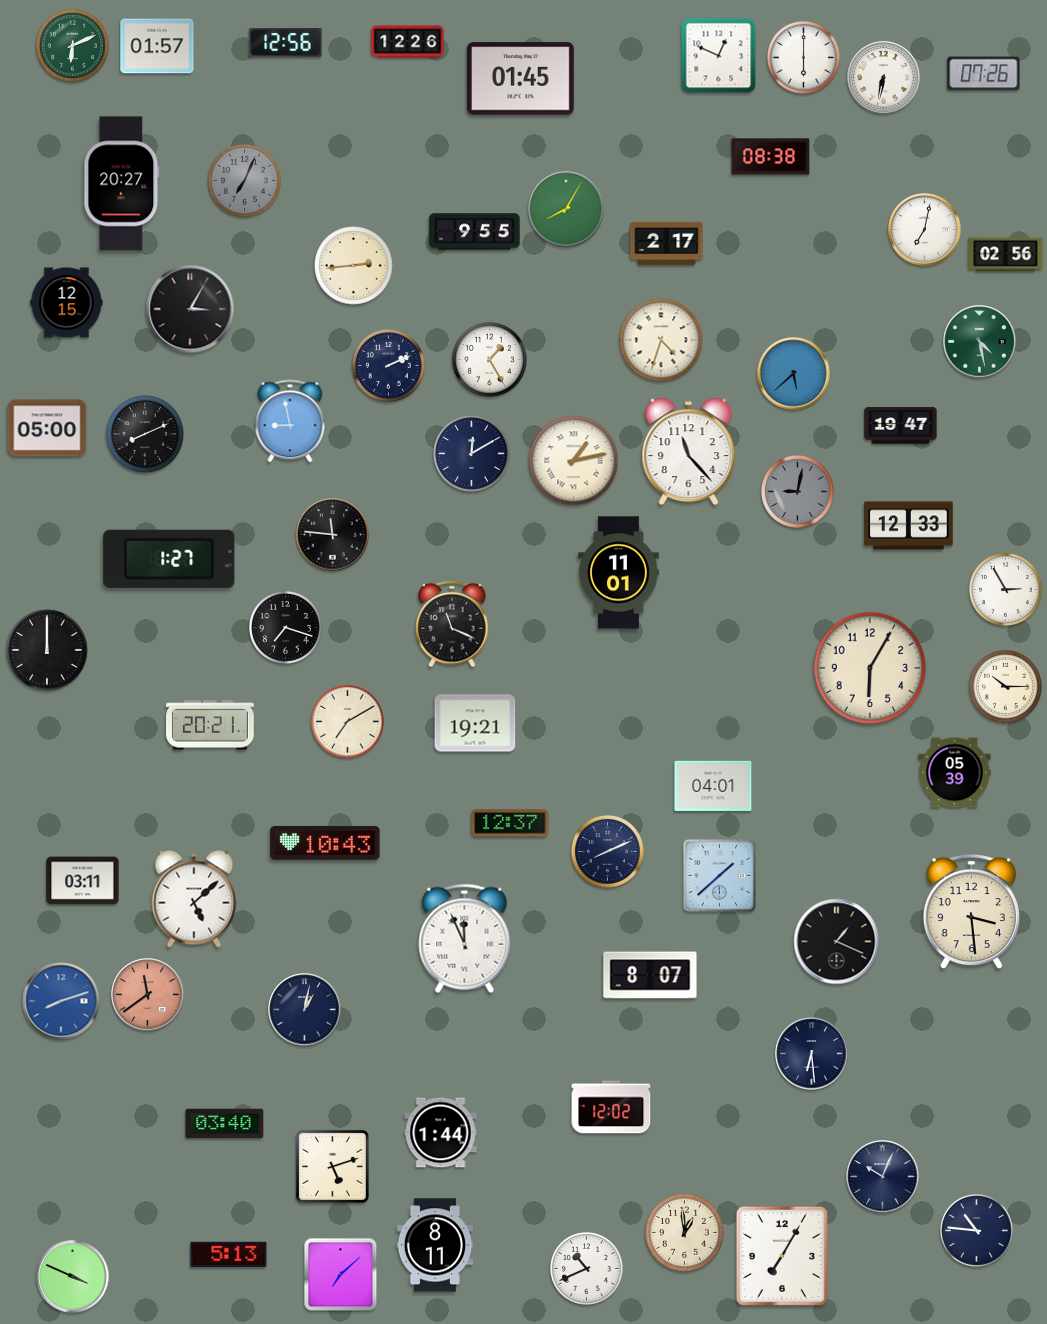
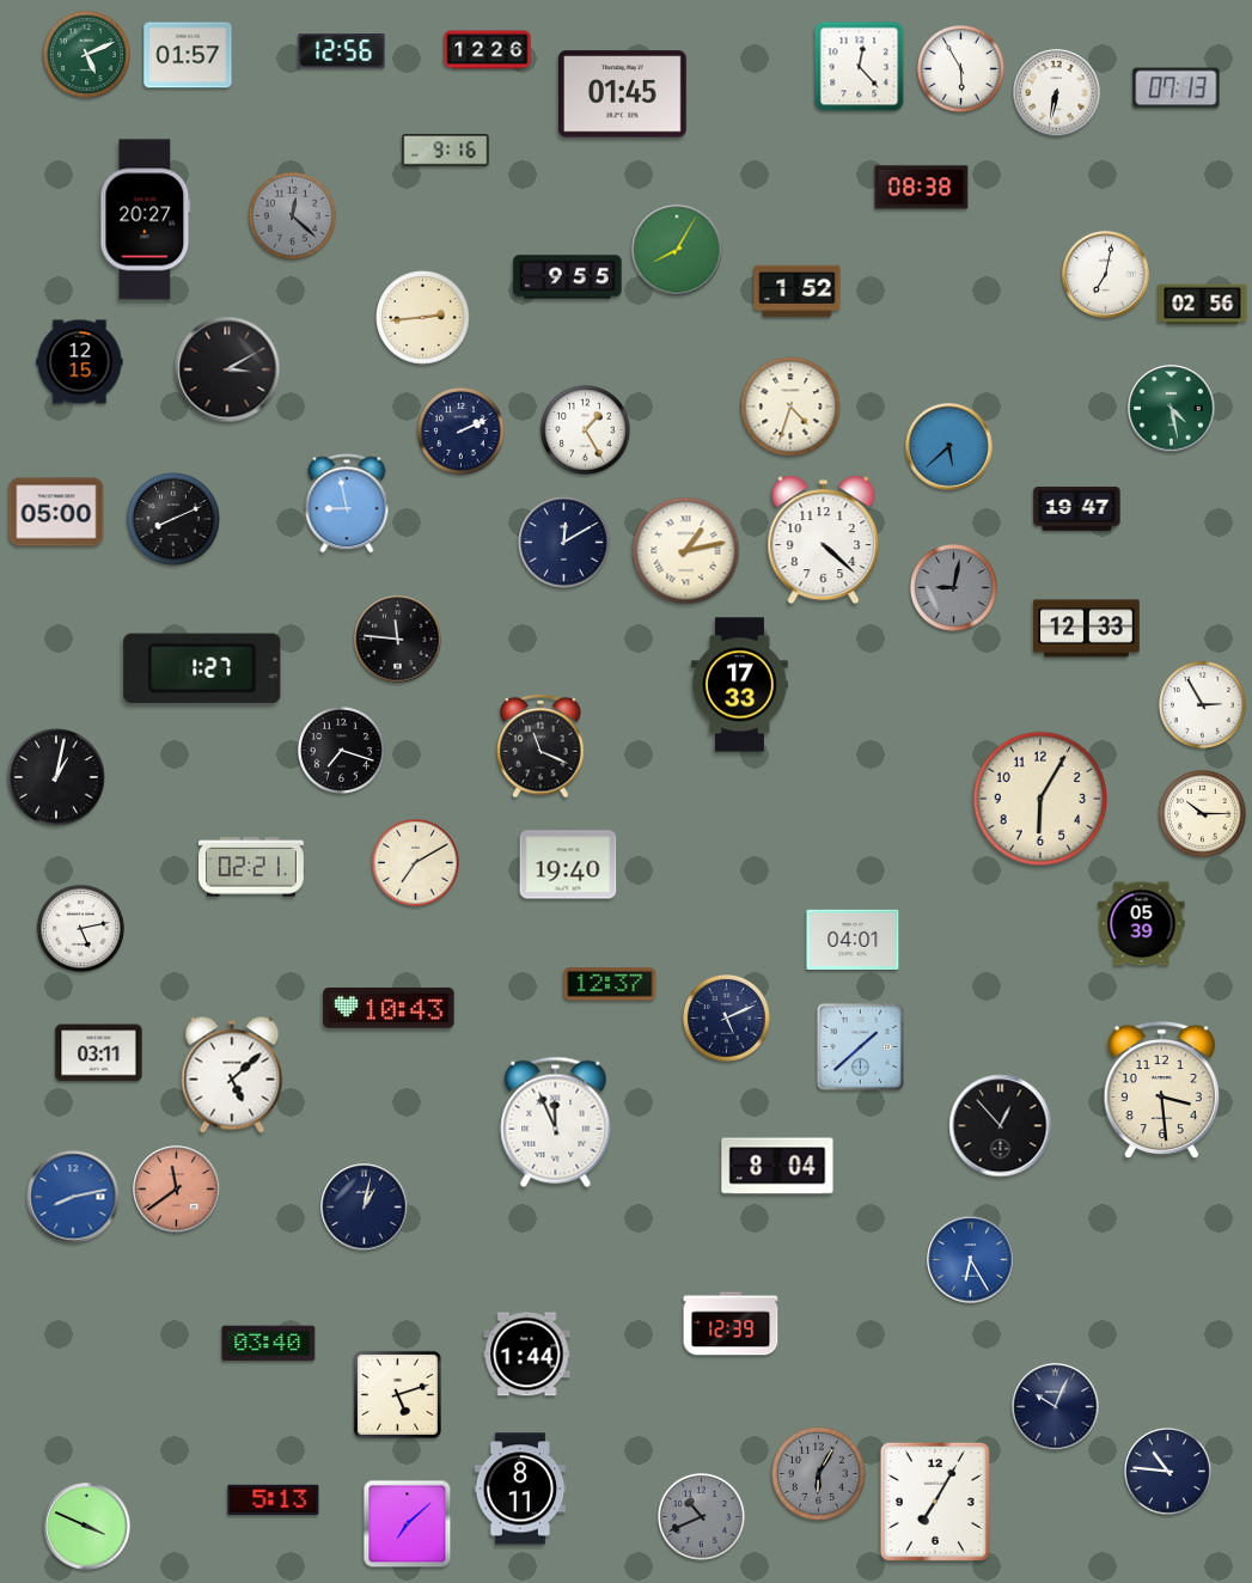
clock at (72, 45): 6:11 -> 5:11
clock at (719, 56): 12:49 -> 12:23
clock at (803, 57): 6:00 -> 5:55
clock at (984, 74): 07:26 -> 07:13
clock at (446, 151): none -> 9:16
clock at (244, 180): 7:04 -> 12:22
clock at (667, 244): 2:17 -> 1:52
clock at (190, 309): 3:05 -> 3:10
clock at (388, 365) position: (388, 365) -> (460, 430)
clock at (689, 452): 11:23 -> 4:22
clock at (619, 573): 11:01 -> 17:33
clock at (47, 650): 12:00 -> 1:02
clock at (1005, 686) position: (1005, 686) -> (1202, 813)
clock at (475, 723): 19:21 -> 19:40
clock at (210, 725): 20:21 -> 02:21
clock at (80, 928): none -> 5:13
clock at (607, 851): 8:11 -> 5:11
clock at (837, 942): 1:19 -> 12:53
clock at (650, 975): 8:07 -> 8:04
clock at (61, 1001): 8:12 -> 8:13
clock at (812, 1054): 6:29 -> 6:25
clock at (812, 1054) dial: navy -> blue
clock at (611, 1107): 12:02 -> 12:39
clock at (685, 1233): 12:59 -> 6:05
clock at (685, 1233) dial: cream -> grey
clock at (586, 1268) dial: white -> grey
